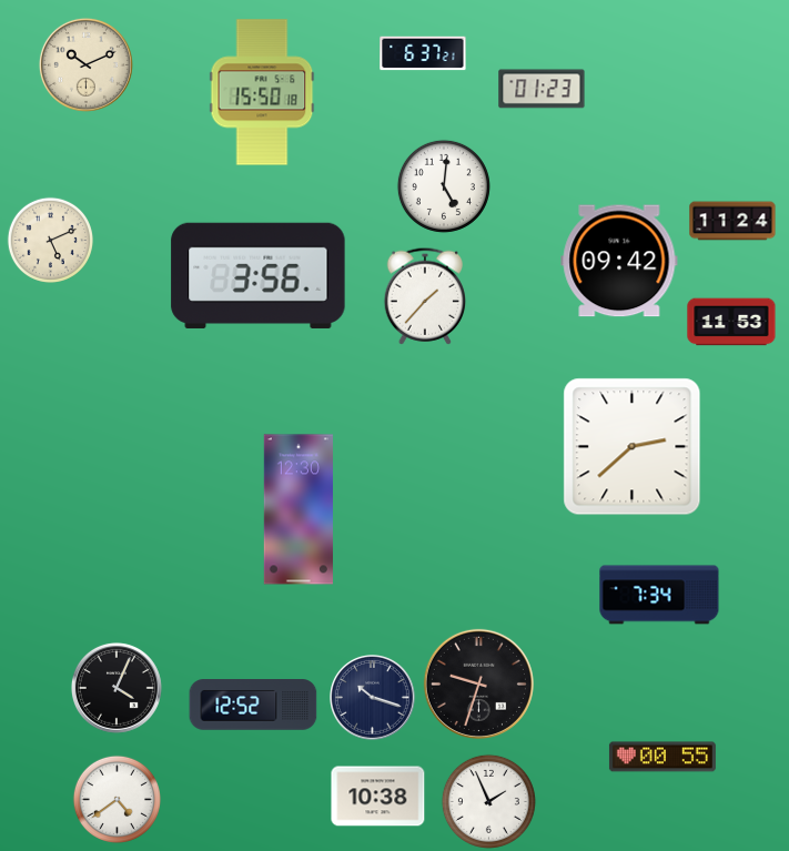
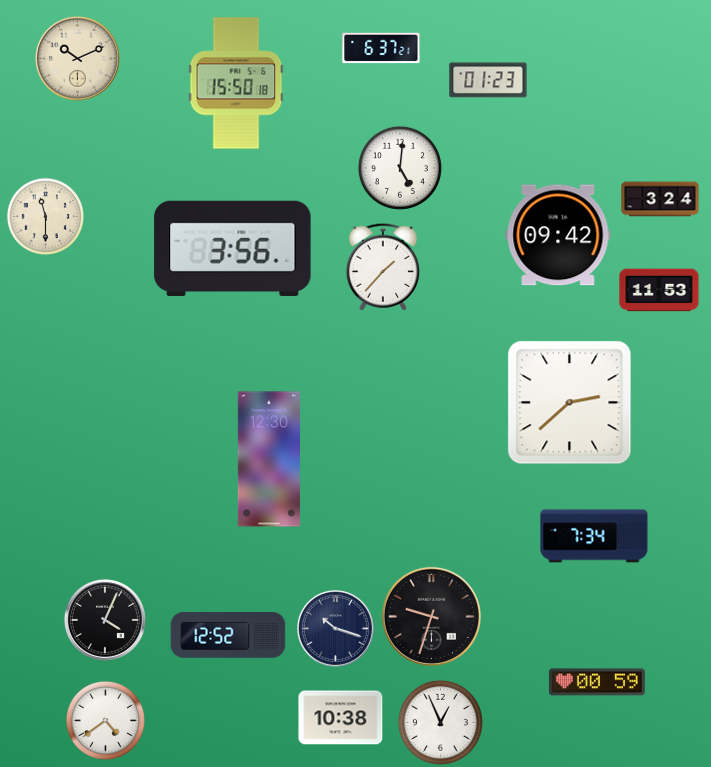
clock at (732, 221): 11:24 -> 3:24
clock at (50, 240): 5:11 -> 11:30
clock at (662, 757): 00:55 -> 00:59
clock at (488, 801): 1:56 -> 12:56
